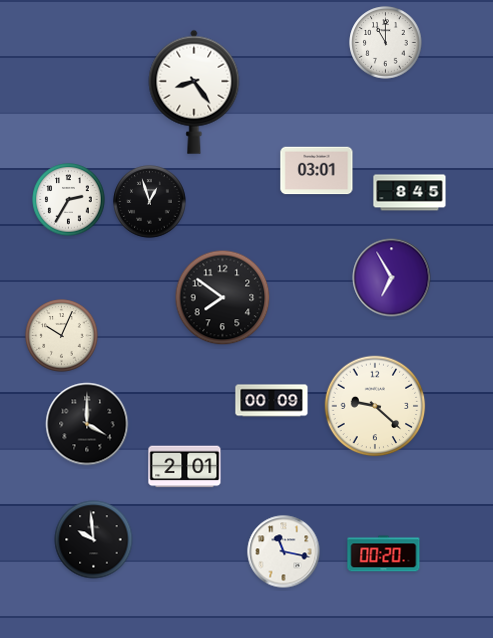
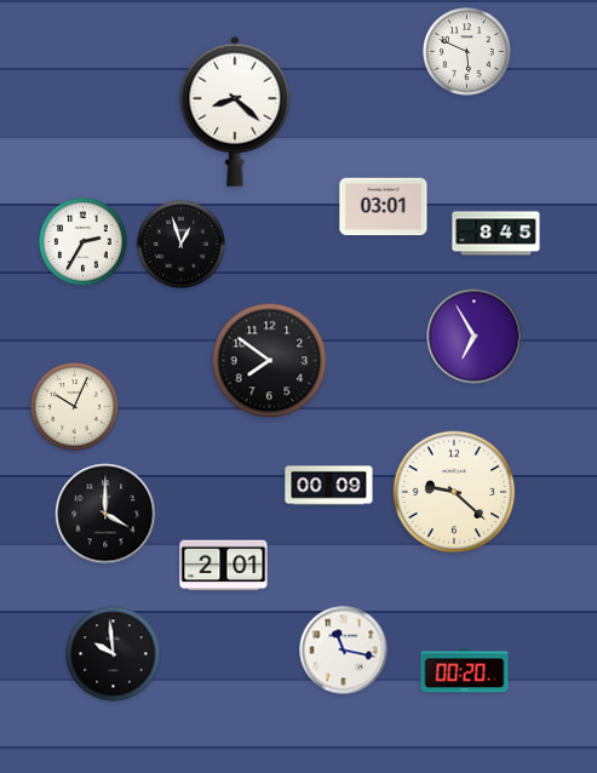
clock at (386, 43): 11:00 -> 5:49
clock at (194, 92): 8:24 -> 8:22
clock at (284, 552) position: (284, 552) -> (344, 651)
